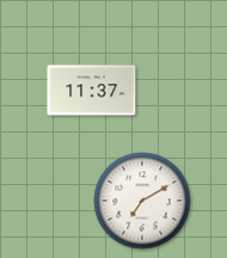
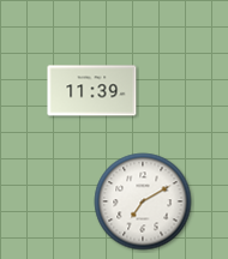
clock at (92, 91): 11:37 -> 11:39
